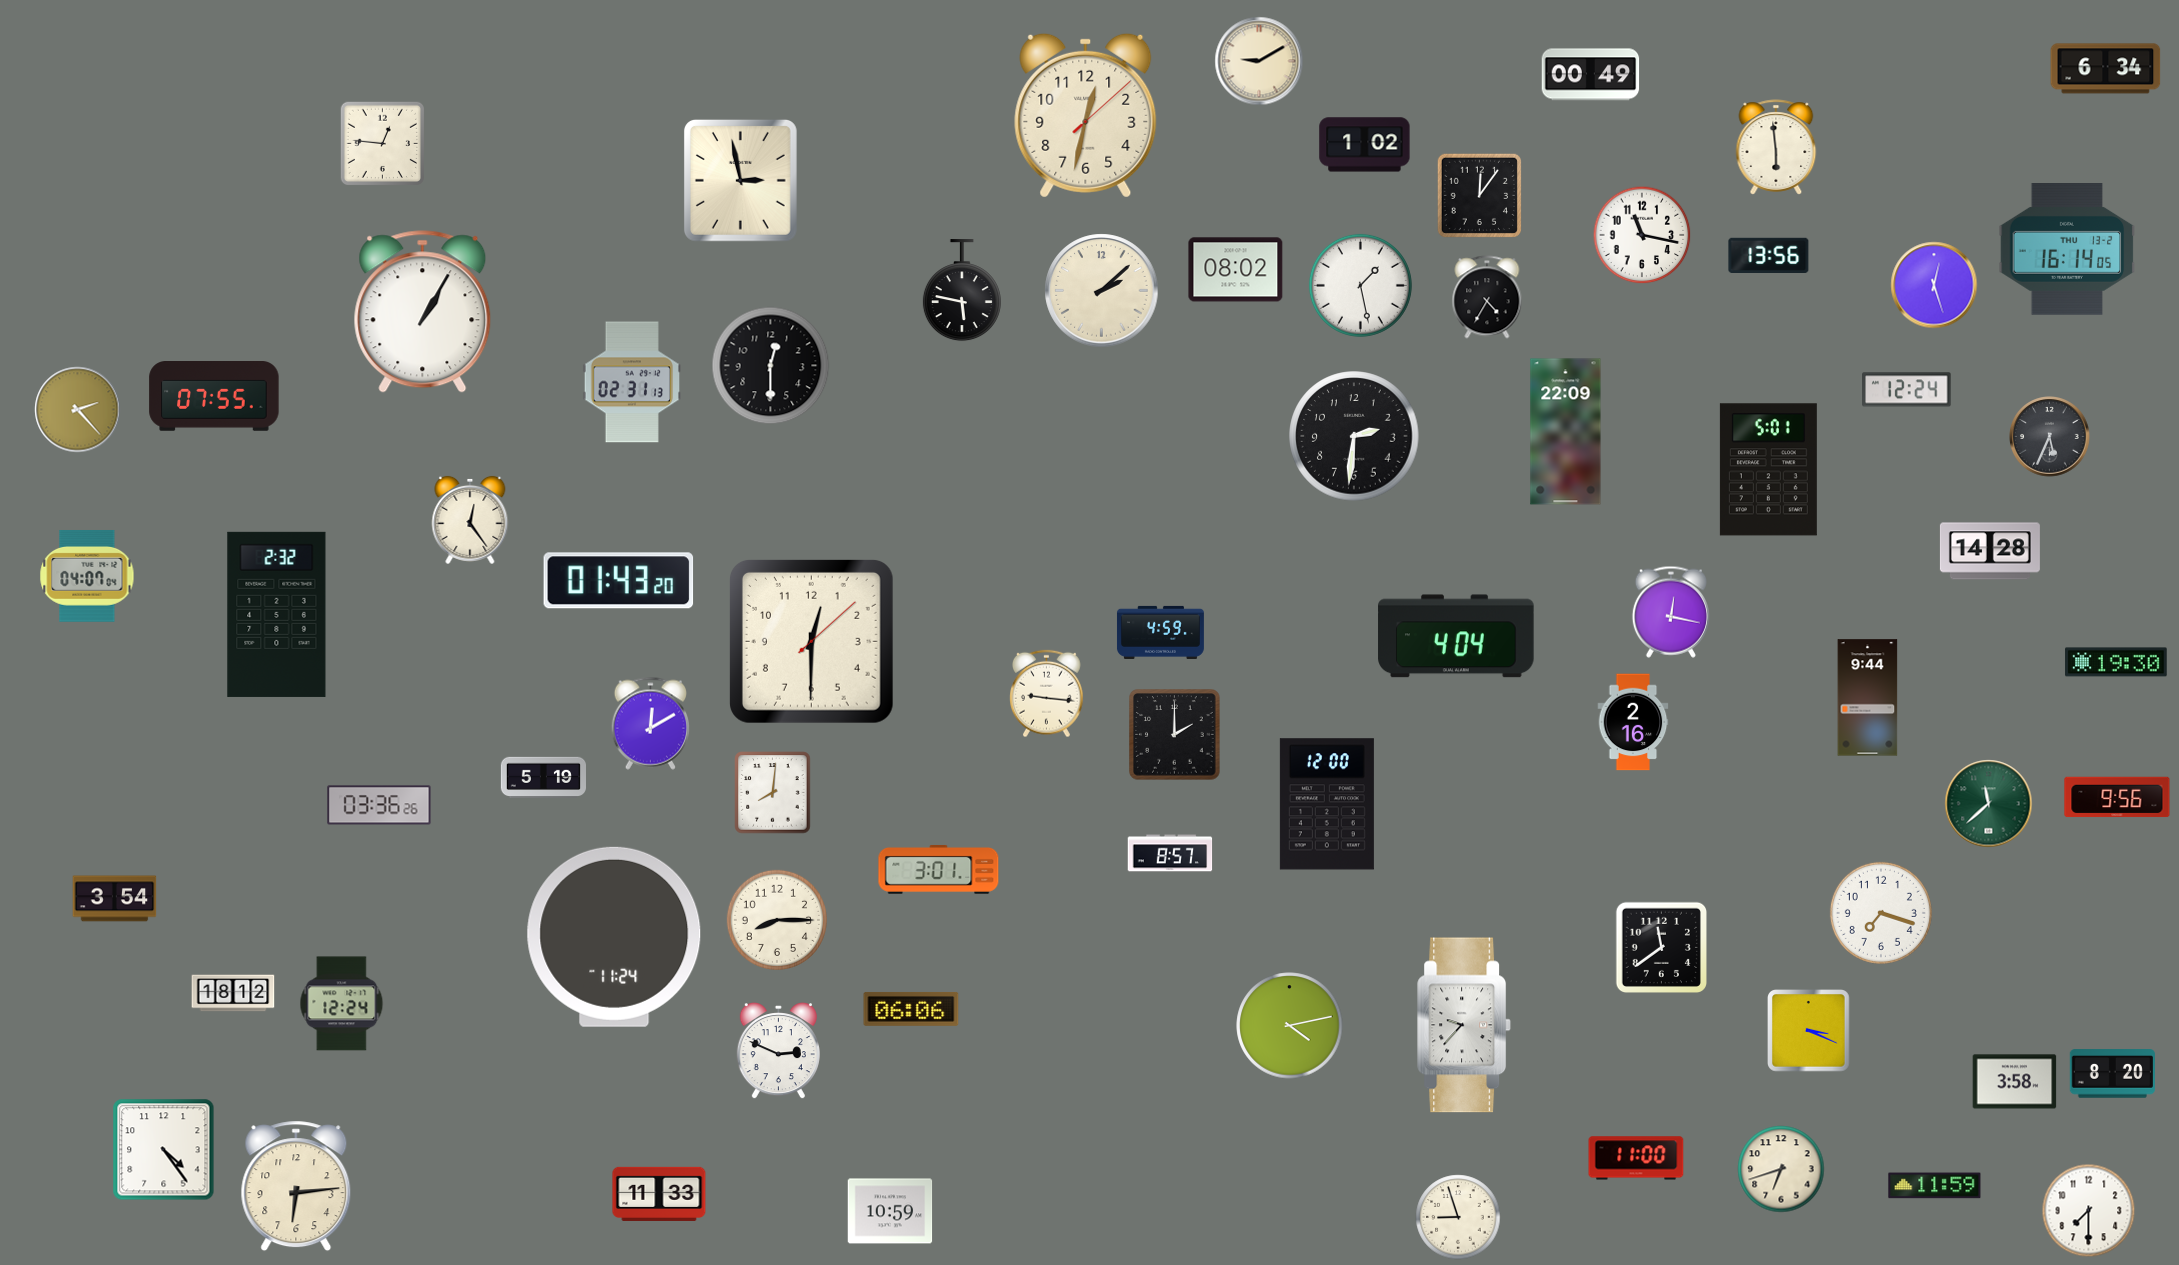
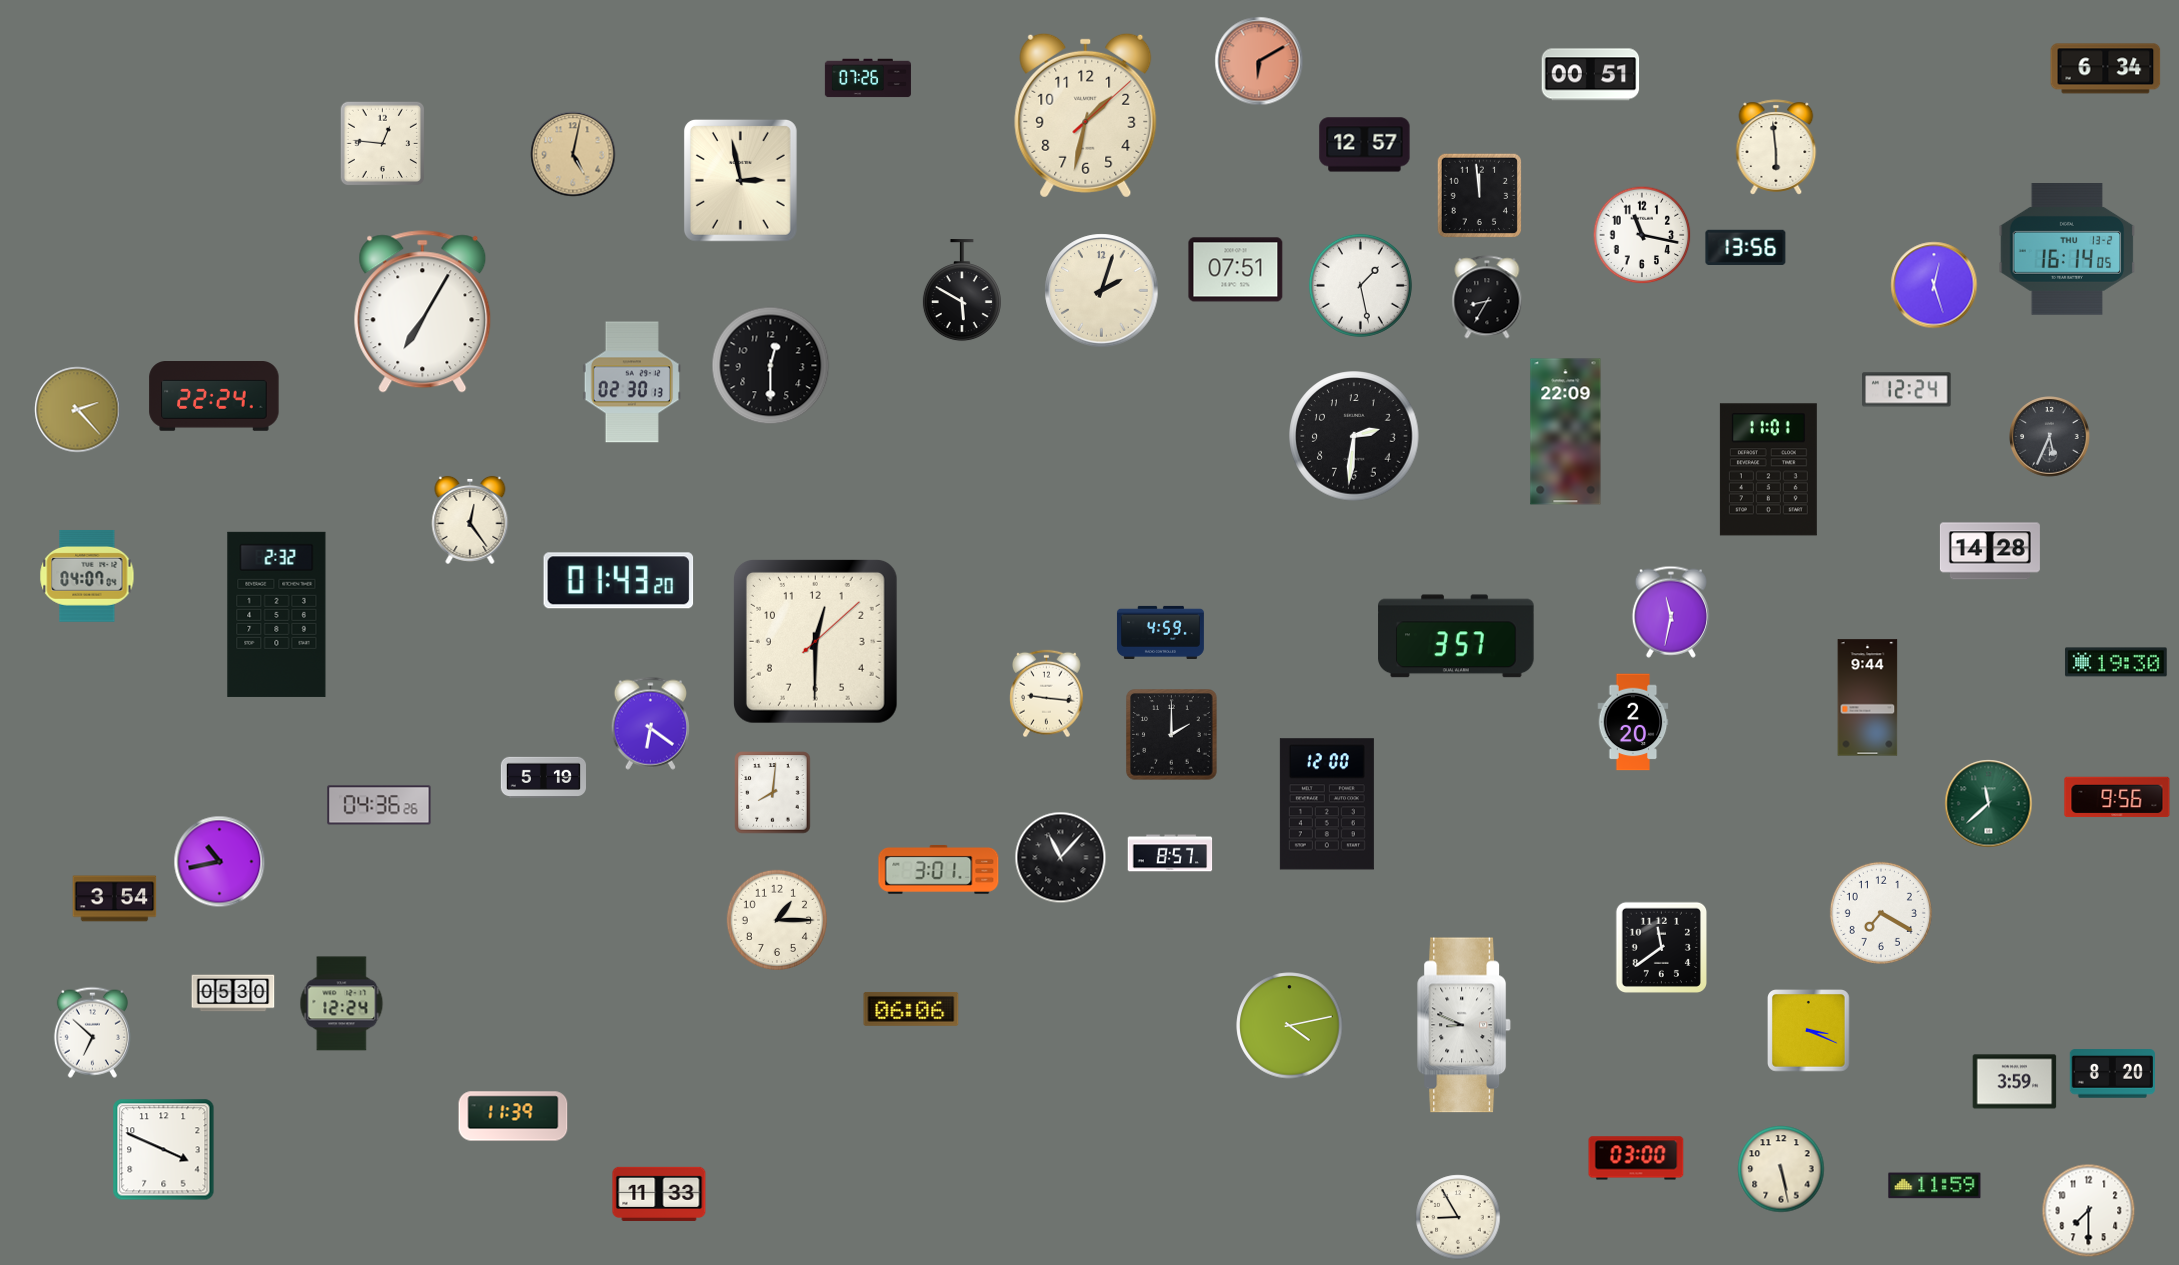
clock at (1259, 61): 9:10 -> 6:10
clock at (1259, 61) dial: cream -> salmon
clock at (1591, 75): 00:49 -> 00:51
clock at (868, 78): none -> 07:26
clock at (1086, 115): 12:32 -> 1:32
clock at (1365, 145): 1:02 -> 12:57
clock at (573, 154): none -> 5:02
clock at (1479, 195): 12:06 -> 11:59
clock at (1769, 255) position: (1769, 255) -> (1746, 247)
clock at (1236, 270): 08:02 -> 07:51
clock at (962, 291): 5:47 -> 5:50
clock at (1102, 291): 2:08 -> 2:03
clock at (1487, 297): 4:35 -> 8:35
clock at (423, 312): 1:05 -> 7:05
clock at (631, 382): 02:31 -> 02:30
clock at (214, 397): 07:55 -> 22:24
clock at (1768, 470): 5:01 -> 11:01
clock at (1671, 612): 12:17 -> 11:32
clock at (1456, 636): 4:04 -> 3:57
clock at (811, 641) position: (811, 641) -> (815, 641)
clock at (1633, 722): 2:16 -> 2:20
clock at (650, 723): 12:10 -> 6:21
clock at (1175, 735) position: (1175, 735) -> (1172, 735)
clock at (379, 805): 03:36 -> 04:36
clock at (1061, 858): none -> 11:07
clock at (220, 862): none -> 10:43
clock at (1881, 913): 7:18 -> 7:20
clock at (777, 920): 8:15 -> 1:15
clock at (614, 937): 11:24 -> none
clock at (233, 993): 18:12 -> 05:30
clock at (1465, 1025): 9:37 -> 8:49
clock at (92, 1032): none -> 6:52
clock at (778, 1051): 2:49 -> none
clock at (2015, 1082): 3:58 -> 3:59
clock at (513, 1116): none -> 11:39
clock at (164, 1150): 4:24 -> 3:49
clock at (1636, 1158): 11:00 -> 03:00
clock at (1781, 1169): 6:42 -> 5:28
clock at (296, 1186): 6:14 -> none
clock at (890, 1211): 10:59 -> none
clock at (1458, 1217): 8:57 -> 8:55
